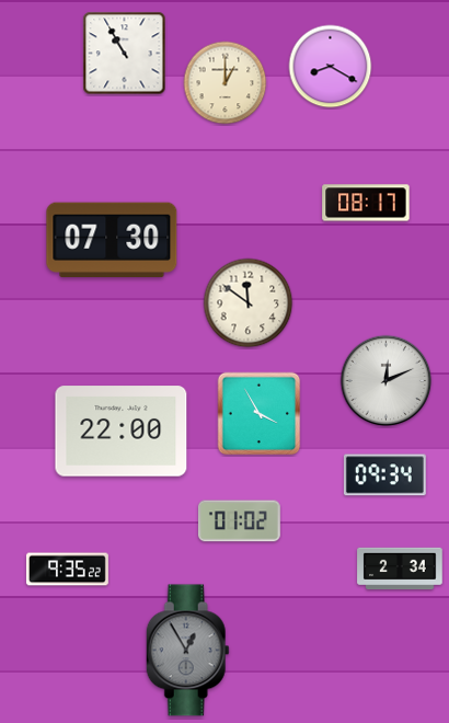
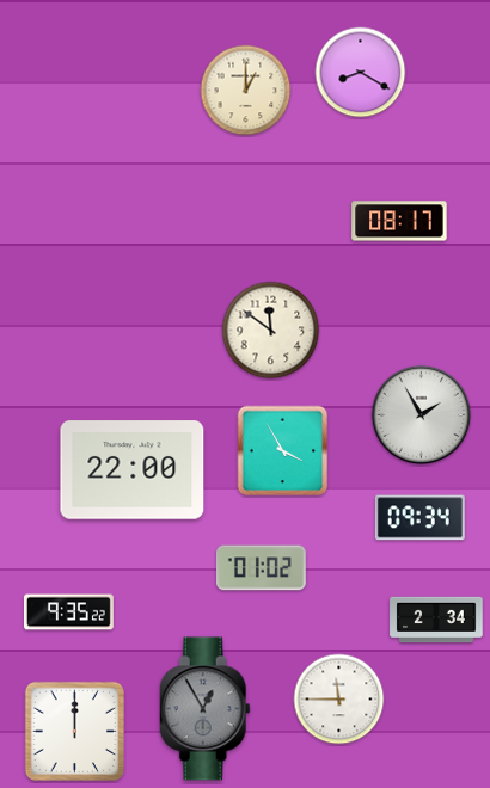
clock at (125, 54): 10:55 -> none
clock at (112, 239): 07:30 -> none
clock at (387, 381): 12:11 -> 1:55
clock at (67, 570) position: (67, 570) -> (68, 612)
clock at (339, 700): none -> 11:45
clock at (74, 731): none -> 12:00
